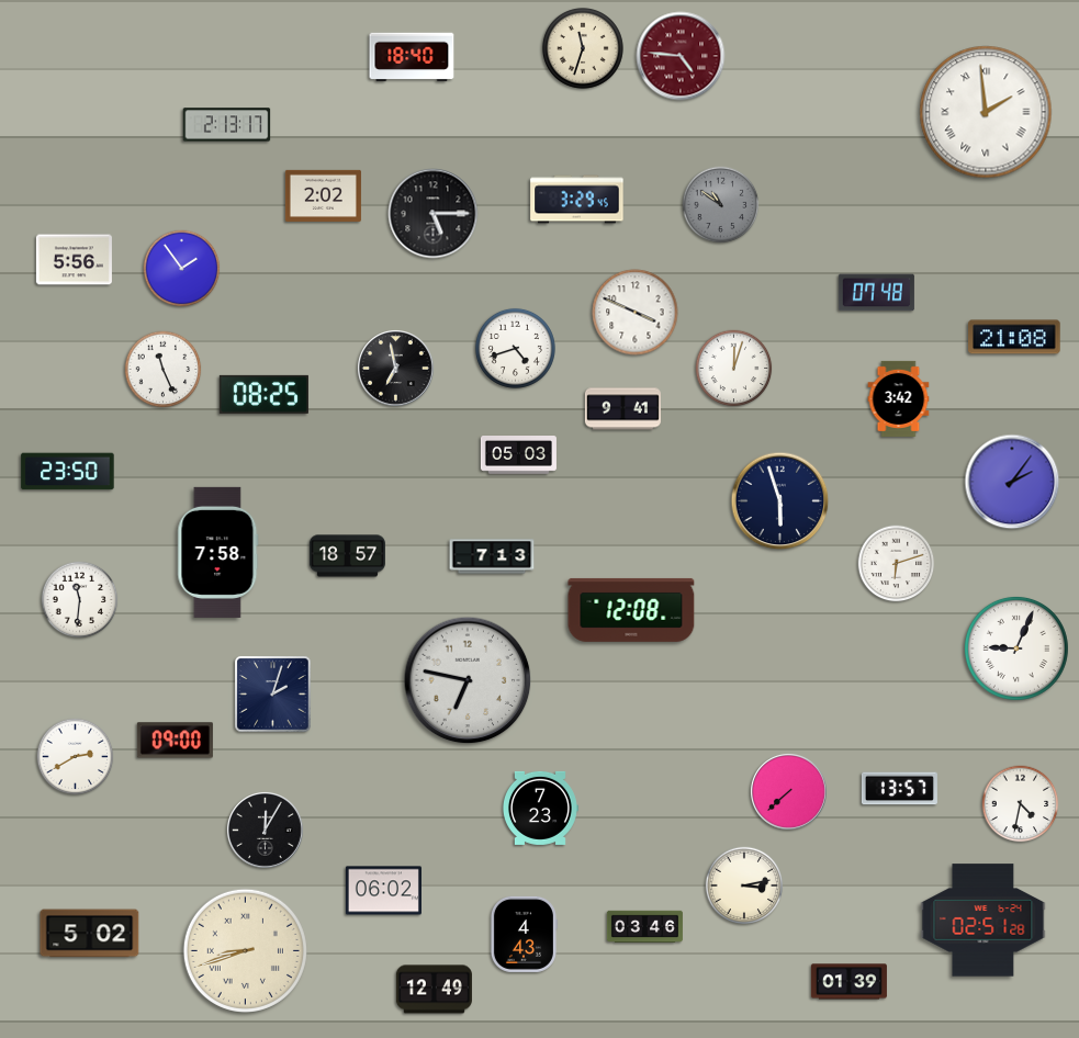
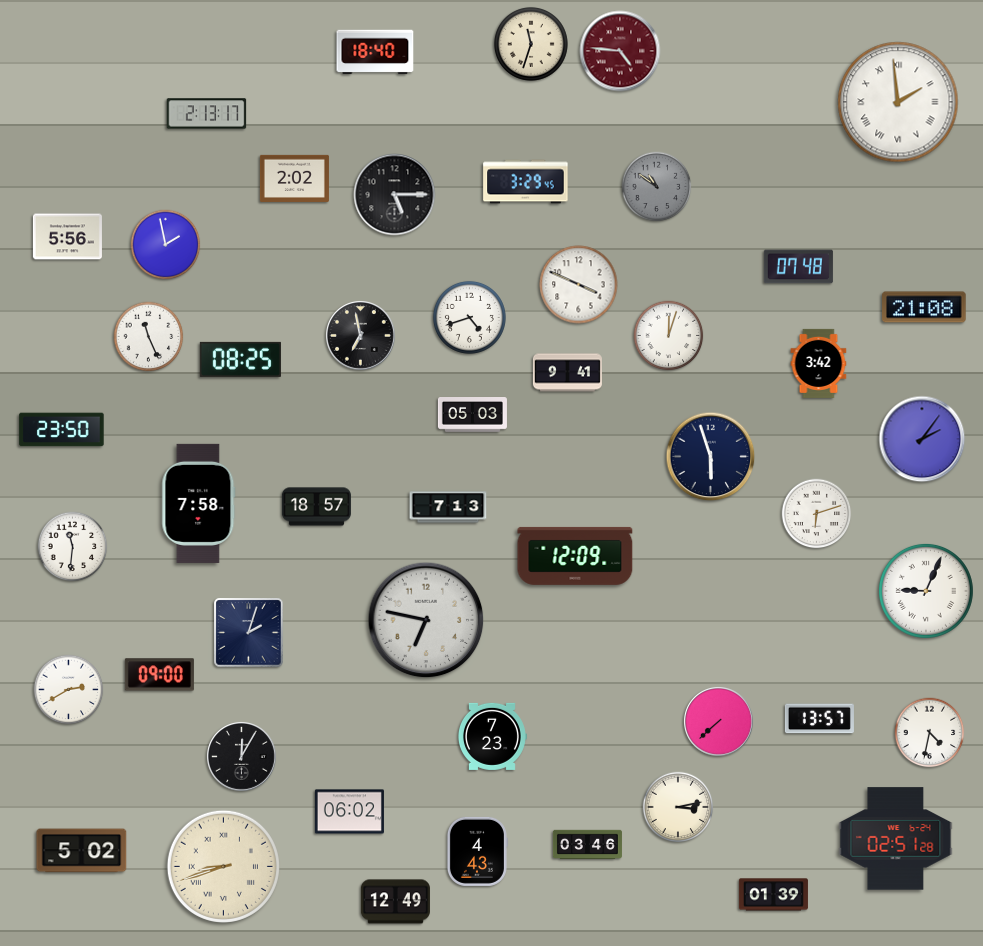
clock at (182, 269): 1:54 -> 1:58
clock at (631, 610): 12:08 -> 12:09
